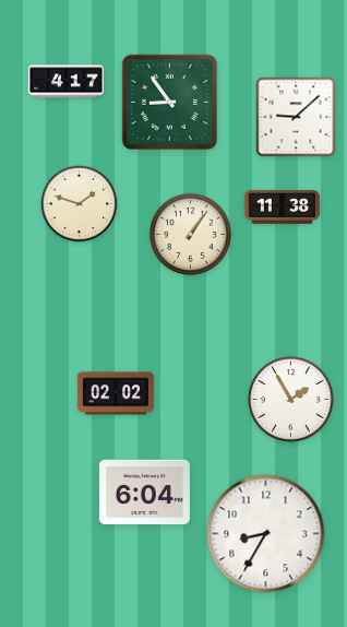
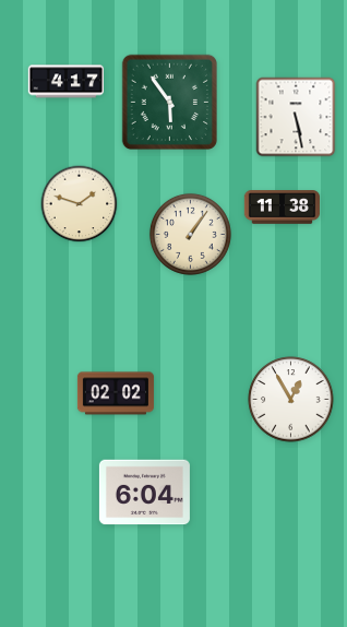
clock at (169, 102): 8:54 -> 5:54
clock at (296, 117): 9:08 -> 5:28
clock at (291, 400): 1:55 -> 12:55
clock at (266, 534): 8:35 -> none
